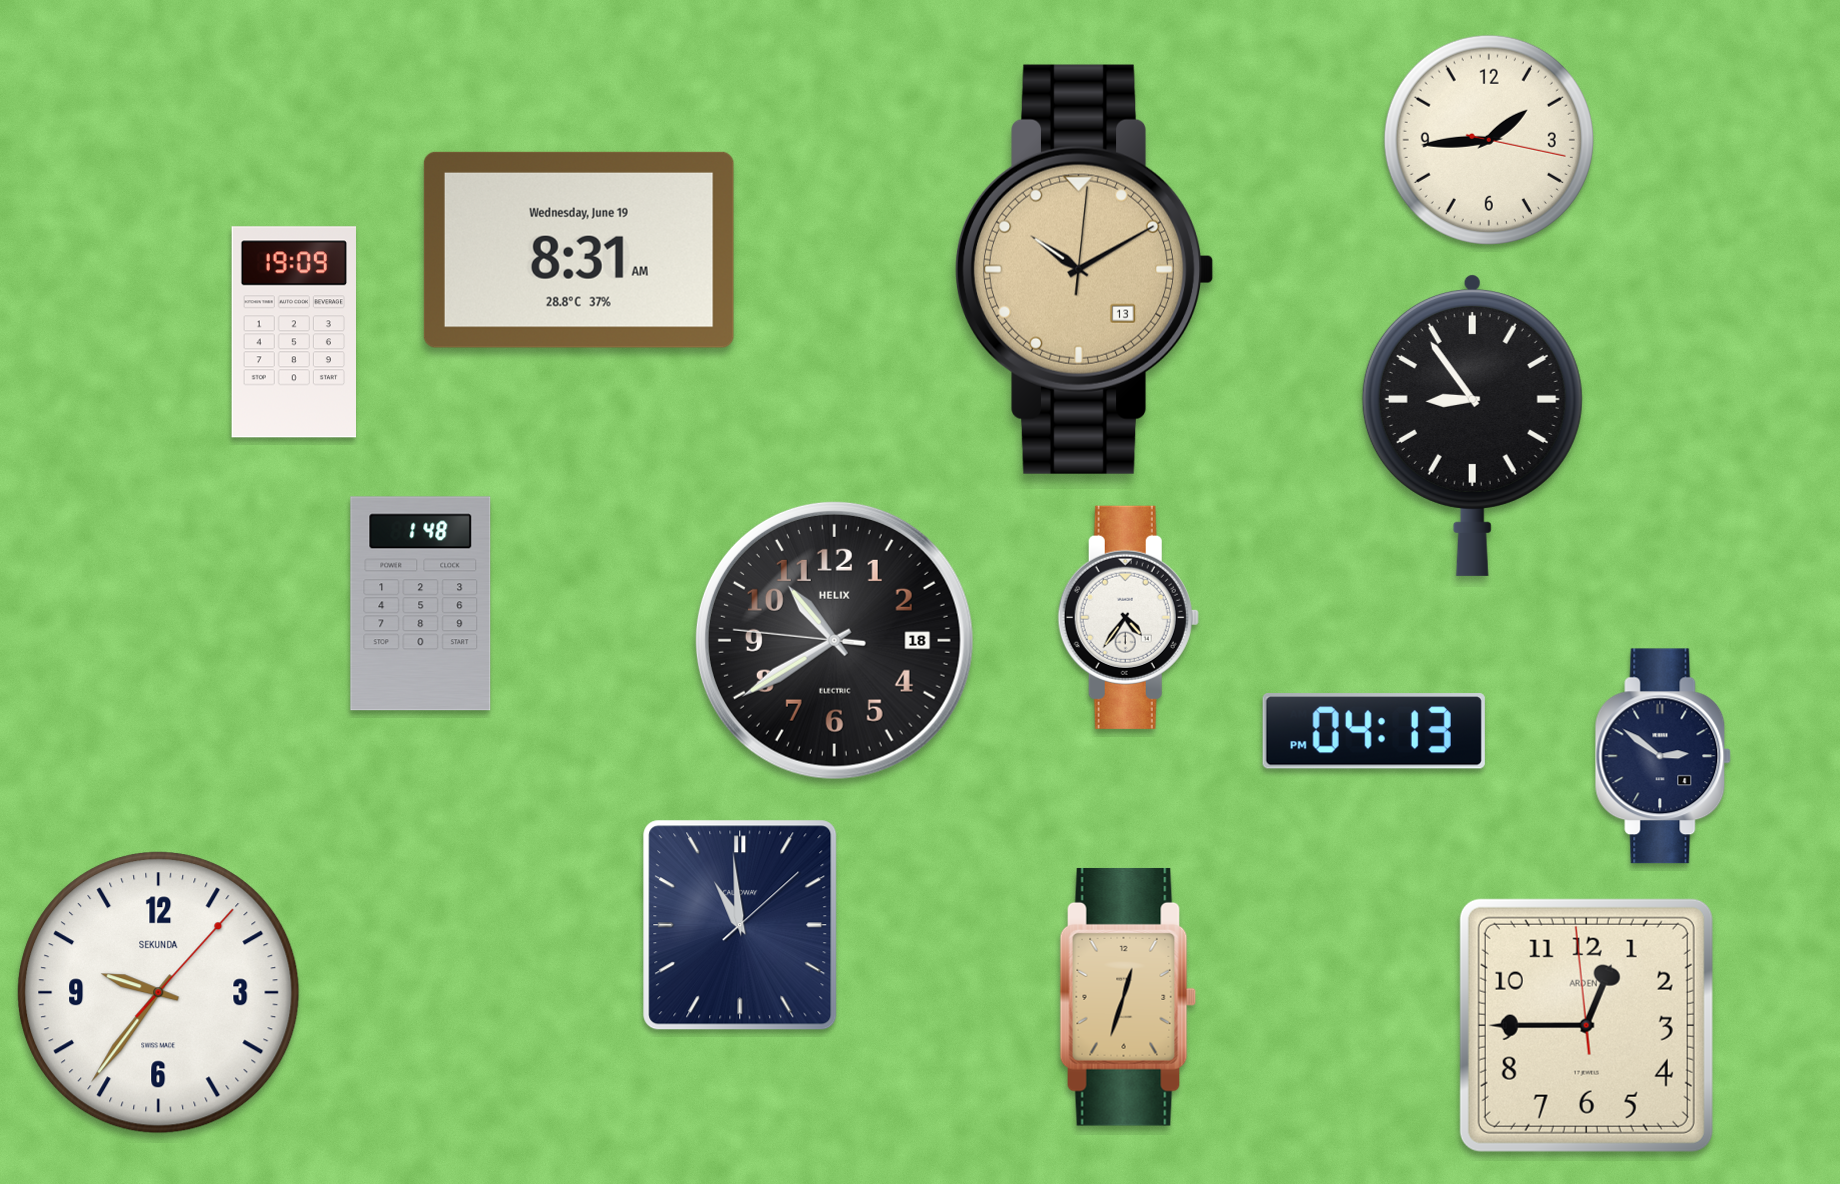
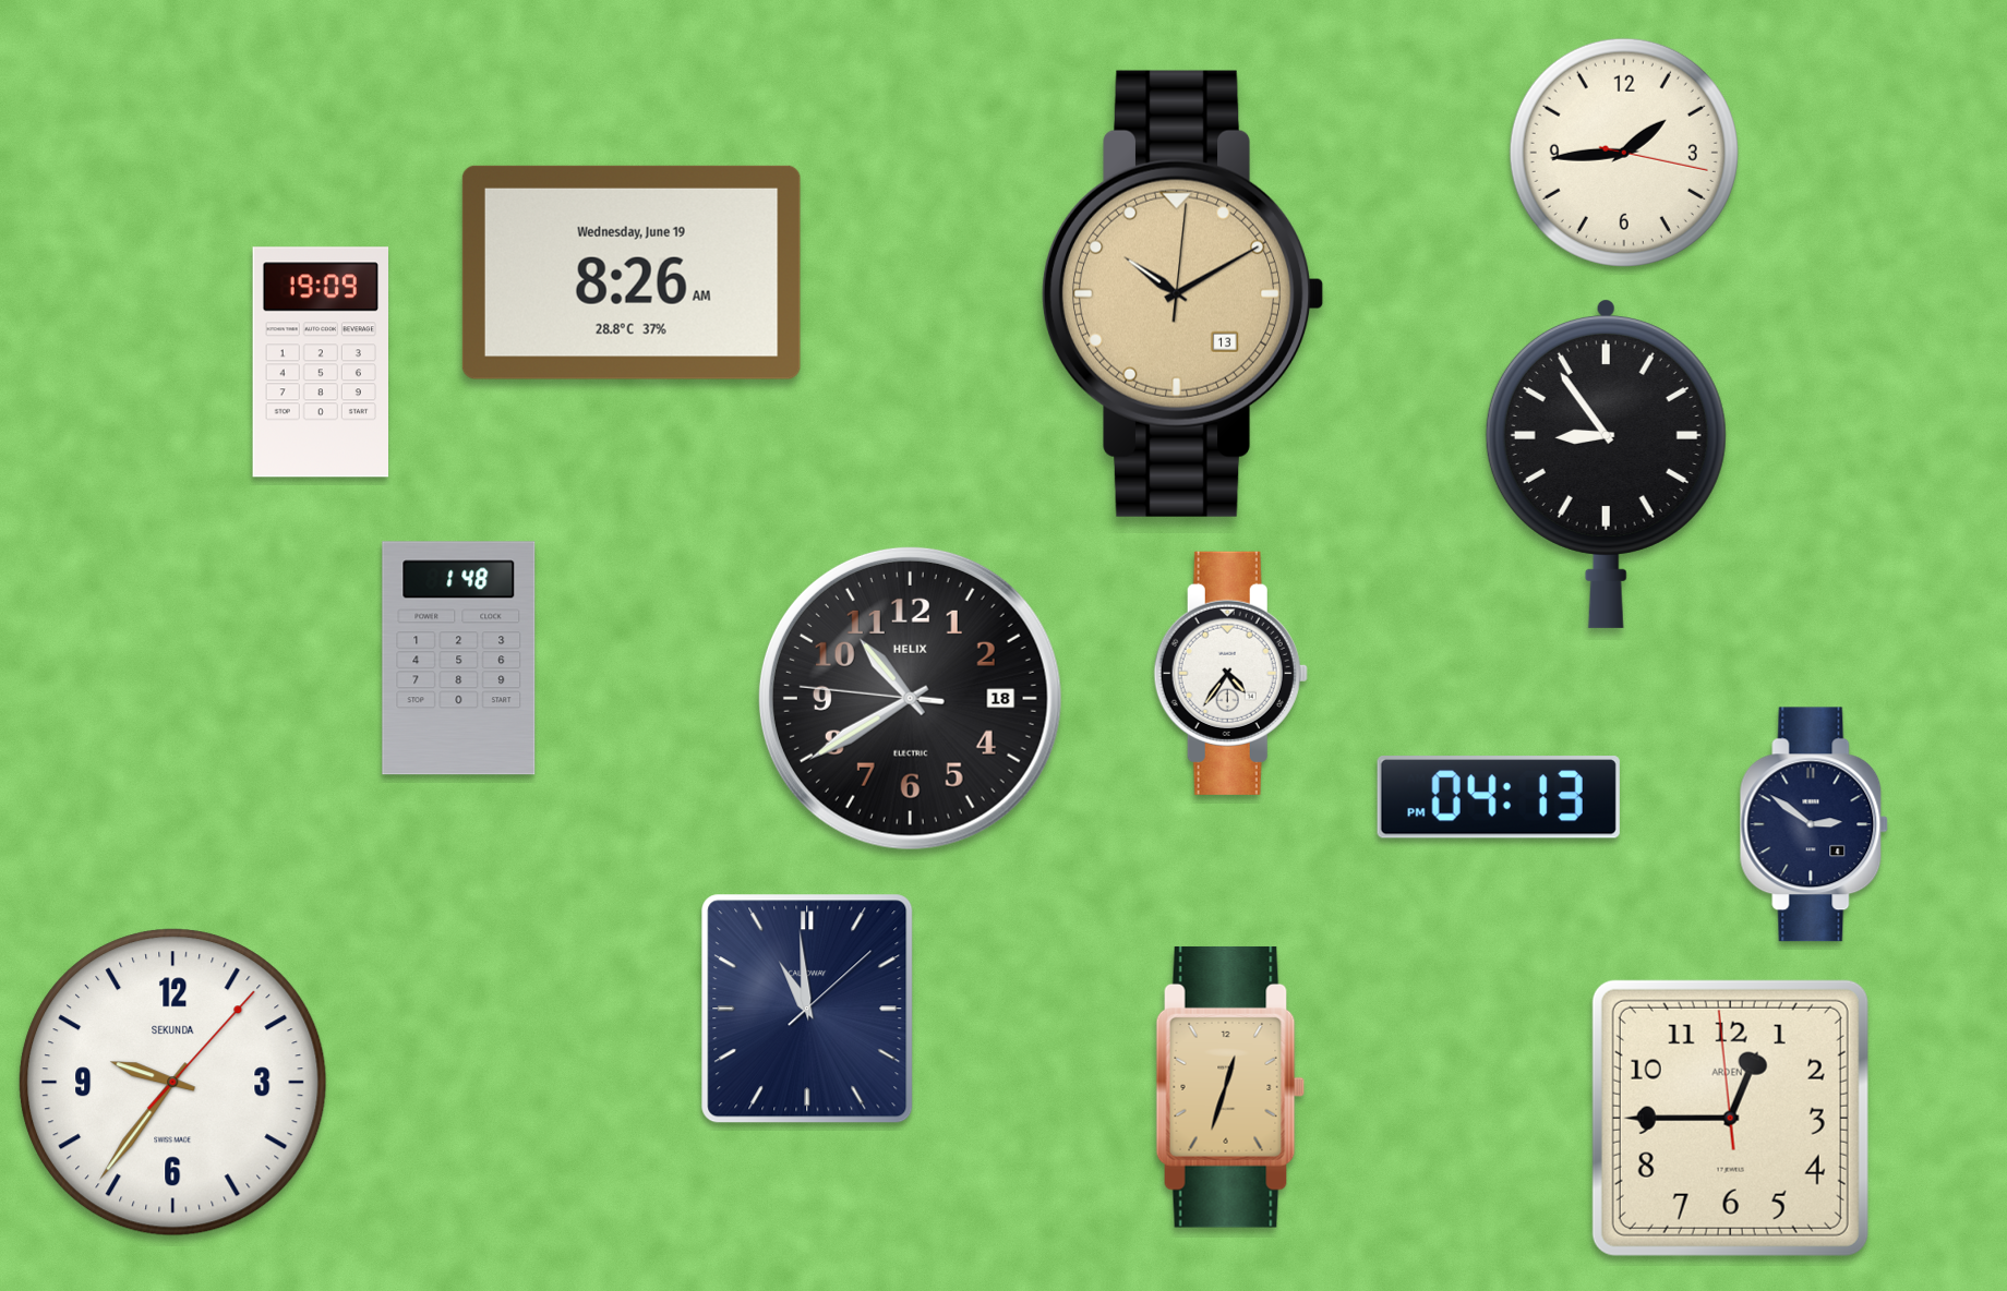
clock at (579, 250): 8:31 -> 8:26
